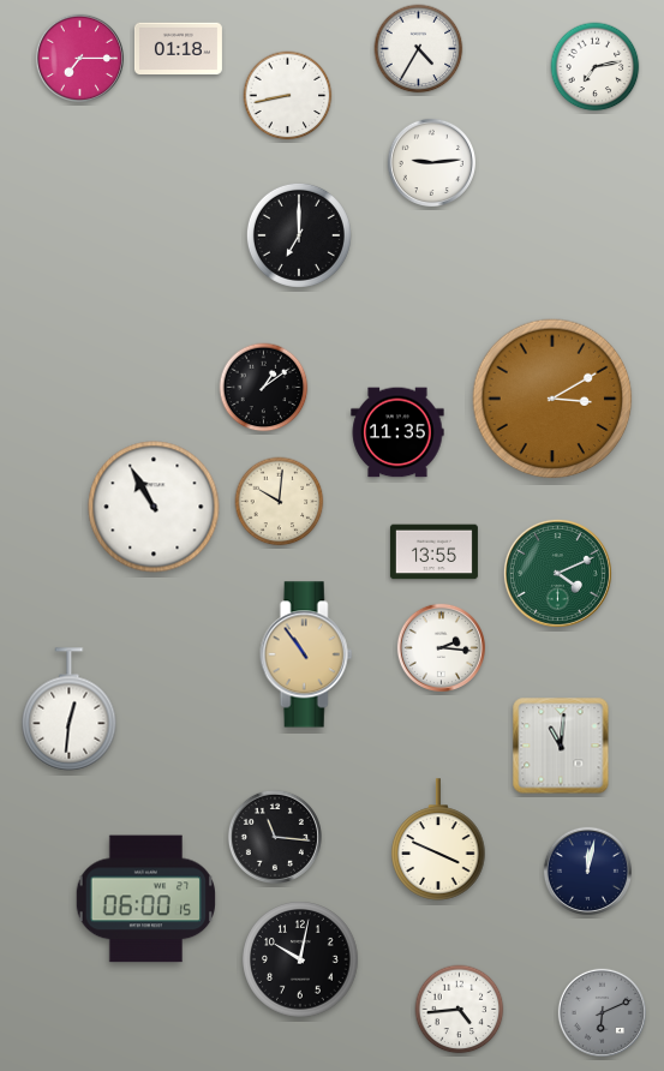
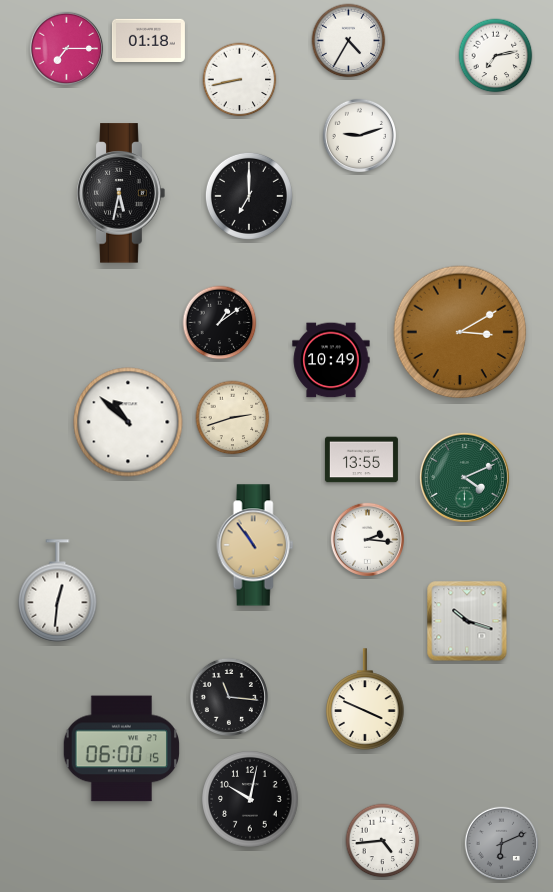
clock at (431, 162): 9:14 -> 9:12
clock at (121, 193): none -> 5:32
clock at (397, 432): 11:35 -> 10:49
clock at (280, 502): 10:01 -> 2:42
clock at (154, 507): 10:55 -> 10:52
clock at (561, 746): 11:01 -> 10:18
clock at (587, 870): 12:02 -> none
